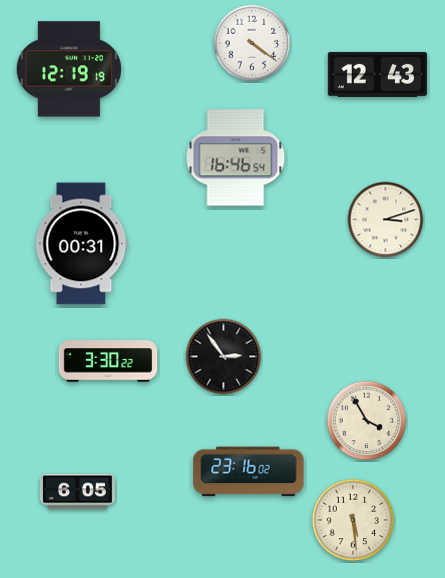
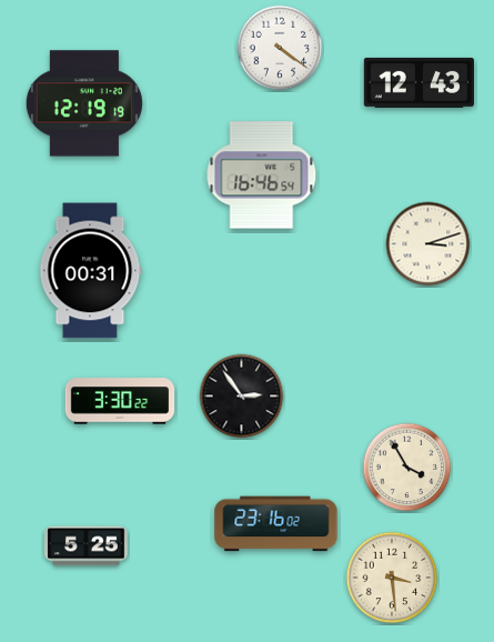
clock at (69, 69) position: (69, 69) -> (84, 103)
clock at (224, 357) position: (224, 357) -> (242, 397)
clock at (78, 492): 6:05 -> 5:25
clock at (353, 520): 5:29 -> 3:29
